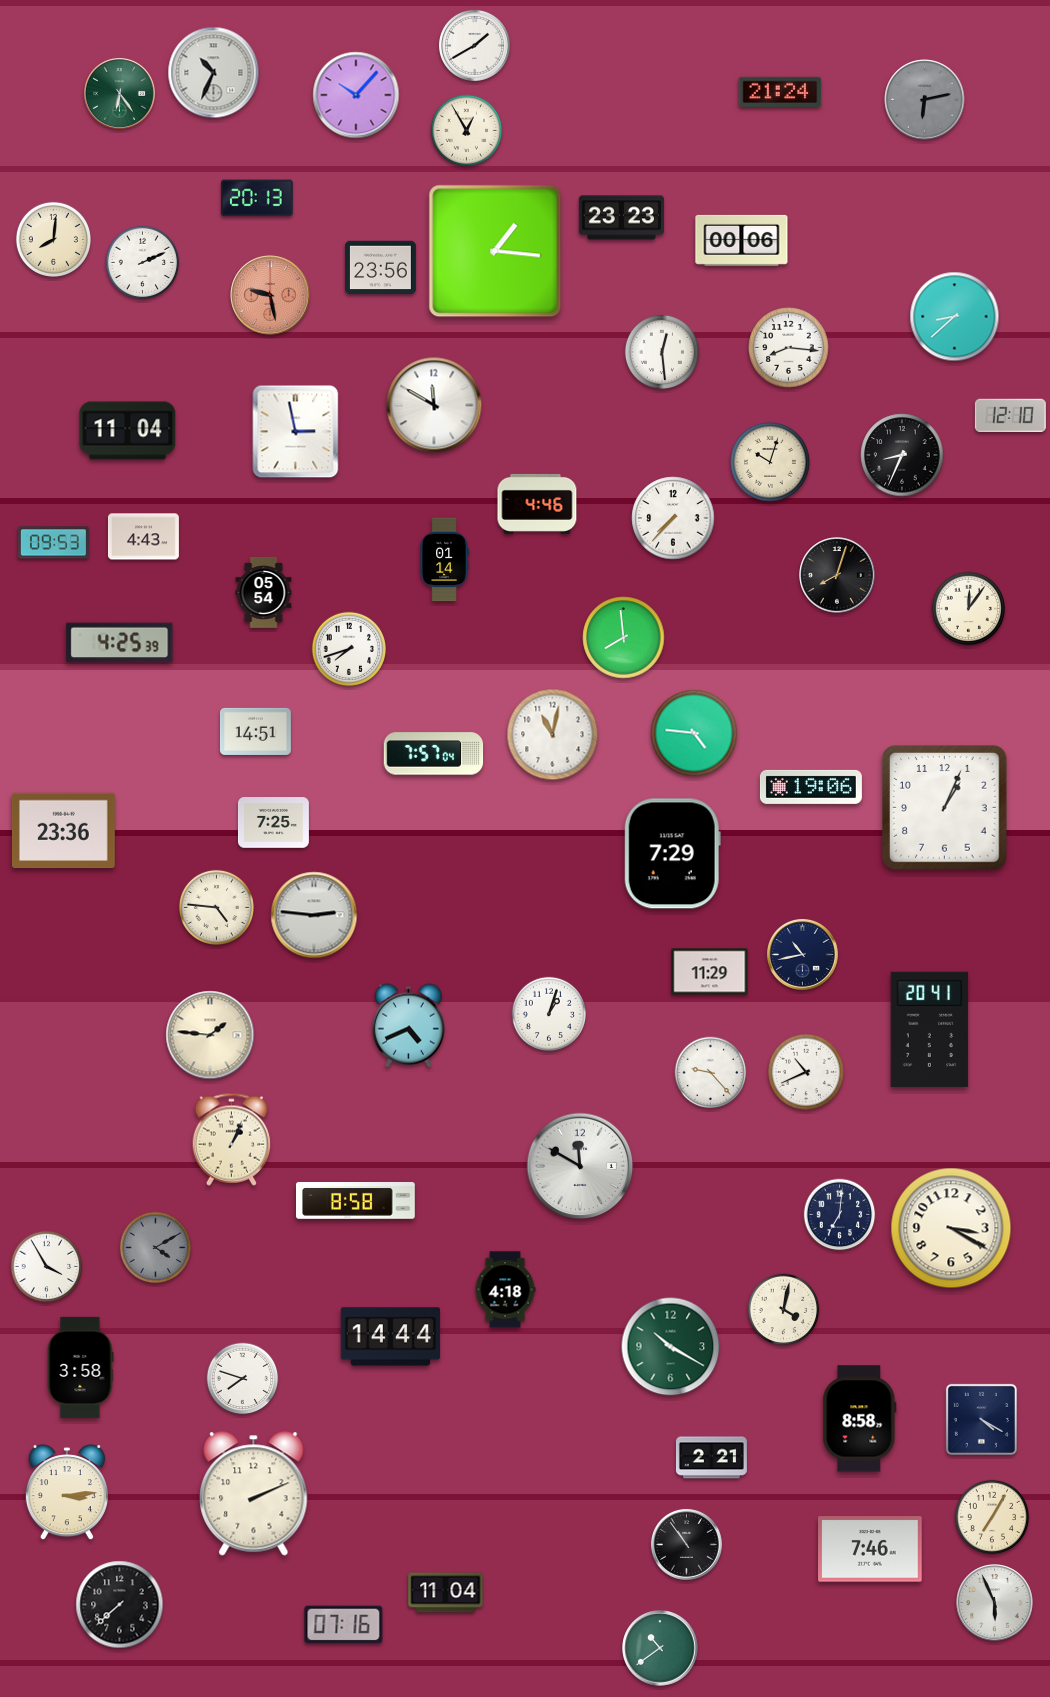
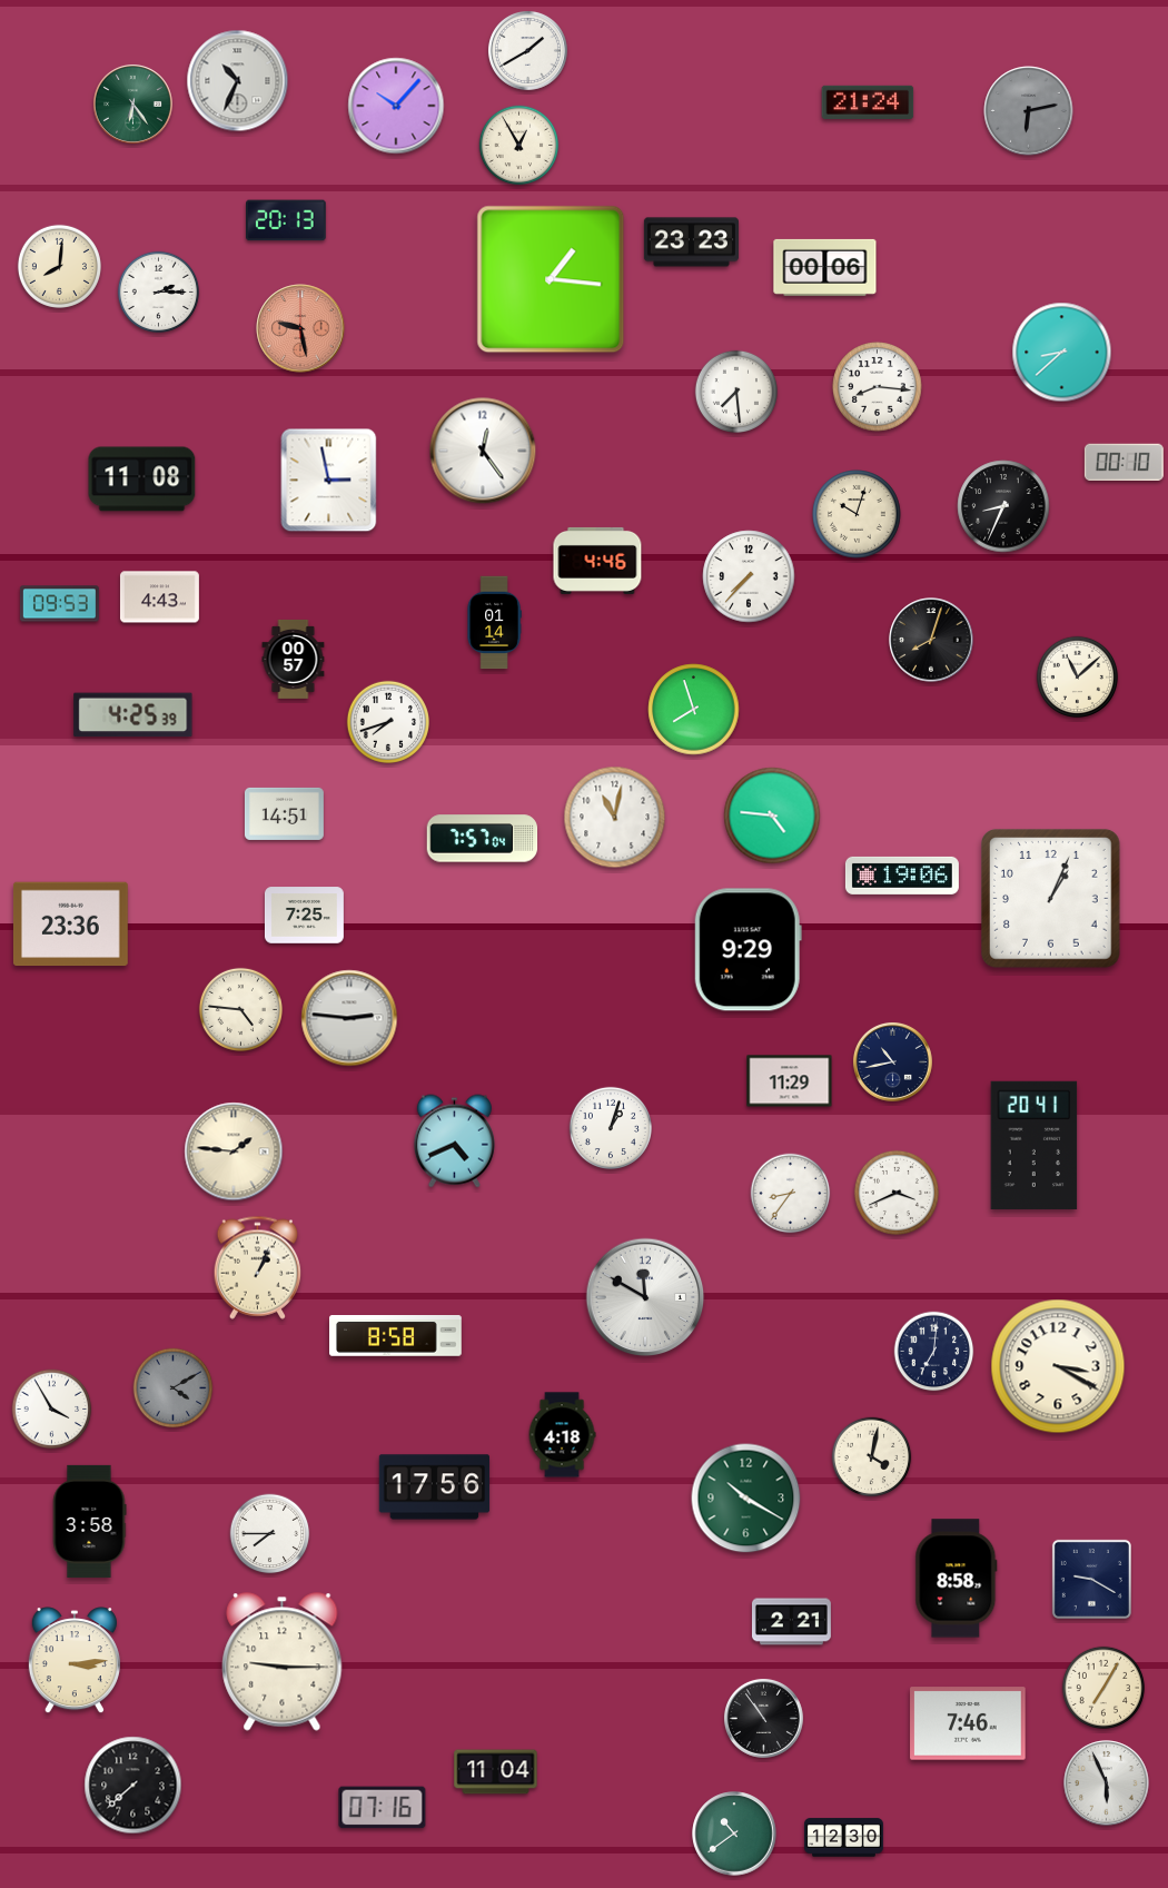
clock at (143, 263): 2:11 -> 2:15
clock at (380, 268): 23:56 -> none
clock at (661, 351): 12:29 -> 7:29
clock at (434, 405): 11:50 -> 12:24
clock at (1010, 415): 12:10 -> 00:10
clock at (128, 431): 11:04 -> 11:08
clock at (264, 592): 05:54 -> 00:57
clock at (969, 609): 12:06 -> 11:08
clock at (624, 638): 7:59 -> 7:57
clock at (672, 854): 7:29 -> 9:29
clock at (806, 1072): 10:41 -> 3:41
clock at (711, 1073): 9:23 -> 8:36
clock at (391, 1337): 14:44 -> 17:56
clock at (243, 1379): 7:48 -> 7:45
clock at (981, 1419): 4:20 -> 9:20
clock at (254, 1494): 2:11 -> 9:15
clock at (843, 1838): none -> 12:30
